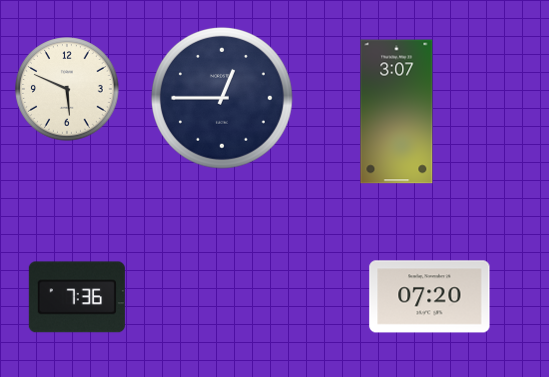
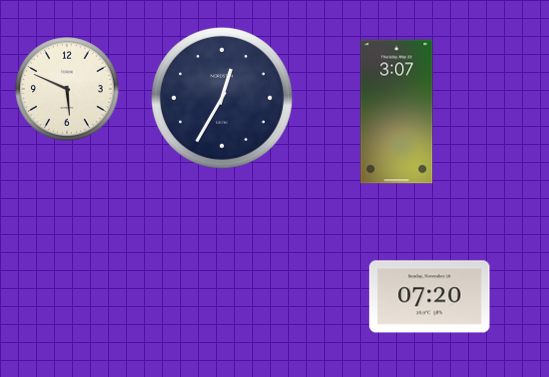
clock at (222, 98): 12:45 -> 12:35
clock at (77, 297): 7:36 -> none
